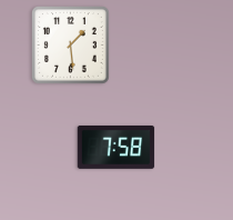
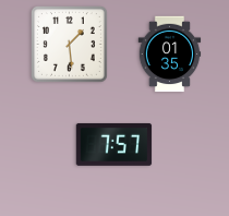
clock at (170, 55): none -> 01:35
clock at (116, 147): 7:58 -> 7:57
